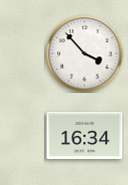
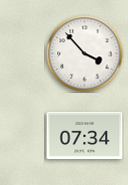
clock at (85, 135): 16:34 -> 07:34
